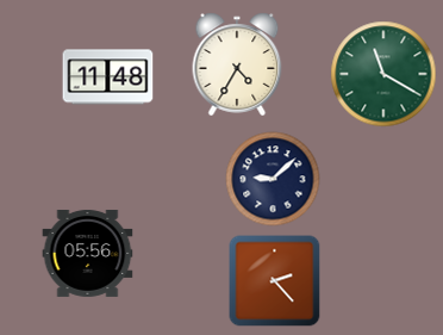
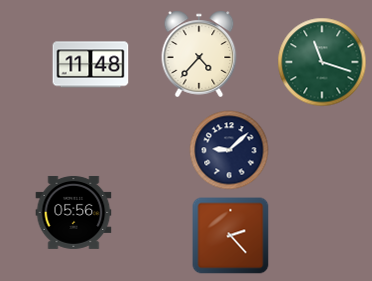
clock at (237, 64): 4:35 -> 4:37
clock at (383, 74): 11:20 -> 11:18
